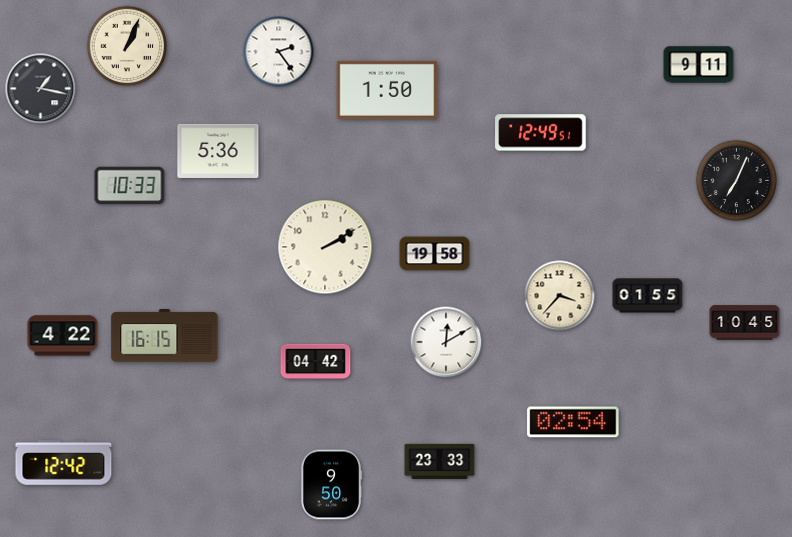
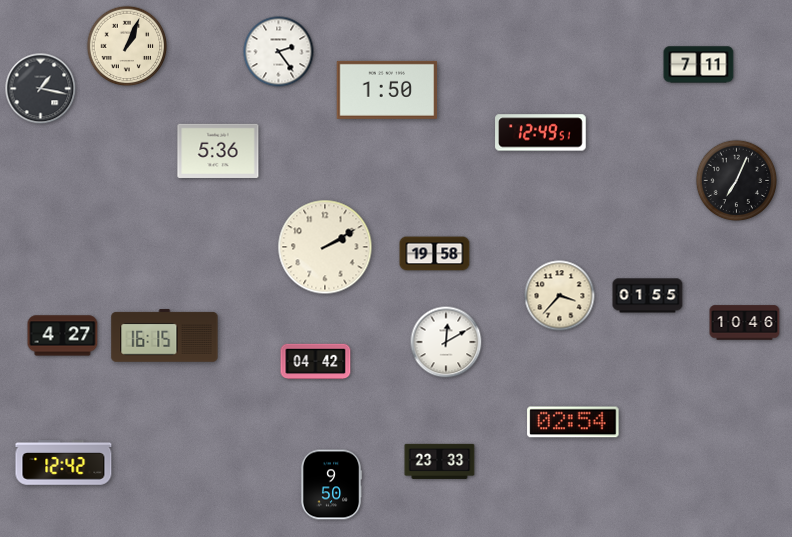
clock at (699, 65): 9:11 -> 7:11
clock at (130, 186): 10:33 -> none
clock at (745, 323): 10:45 -> 10:46
clock at (63, 336): 4:22 -> 4:27
